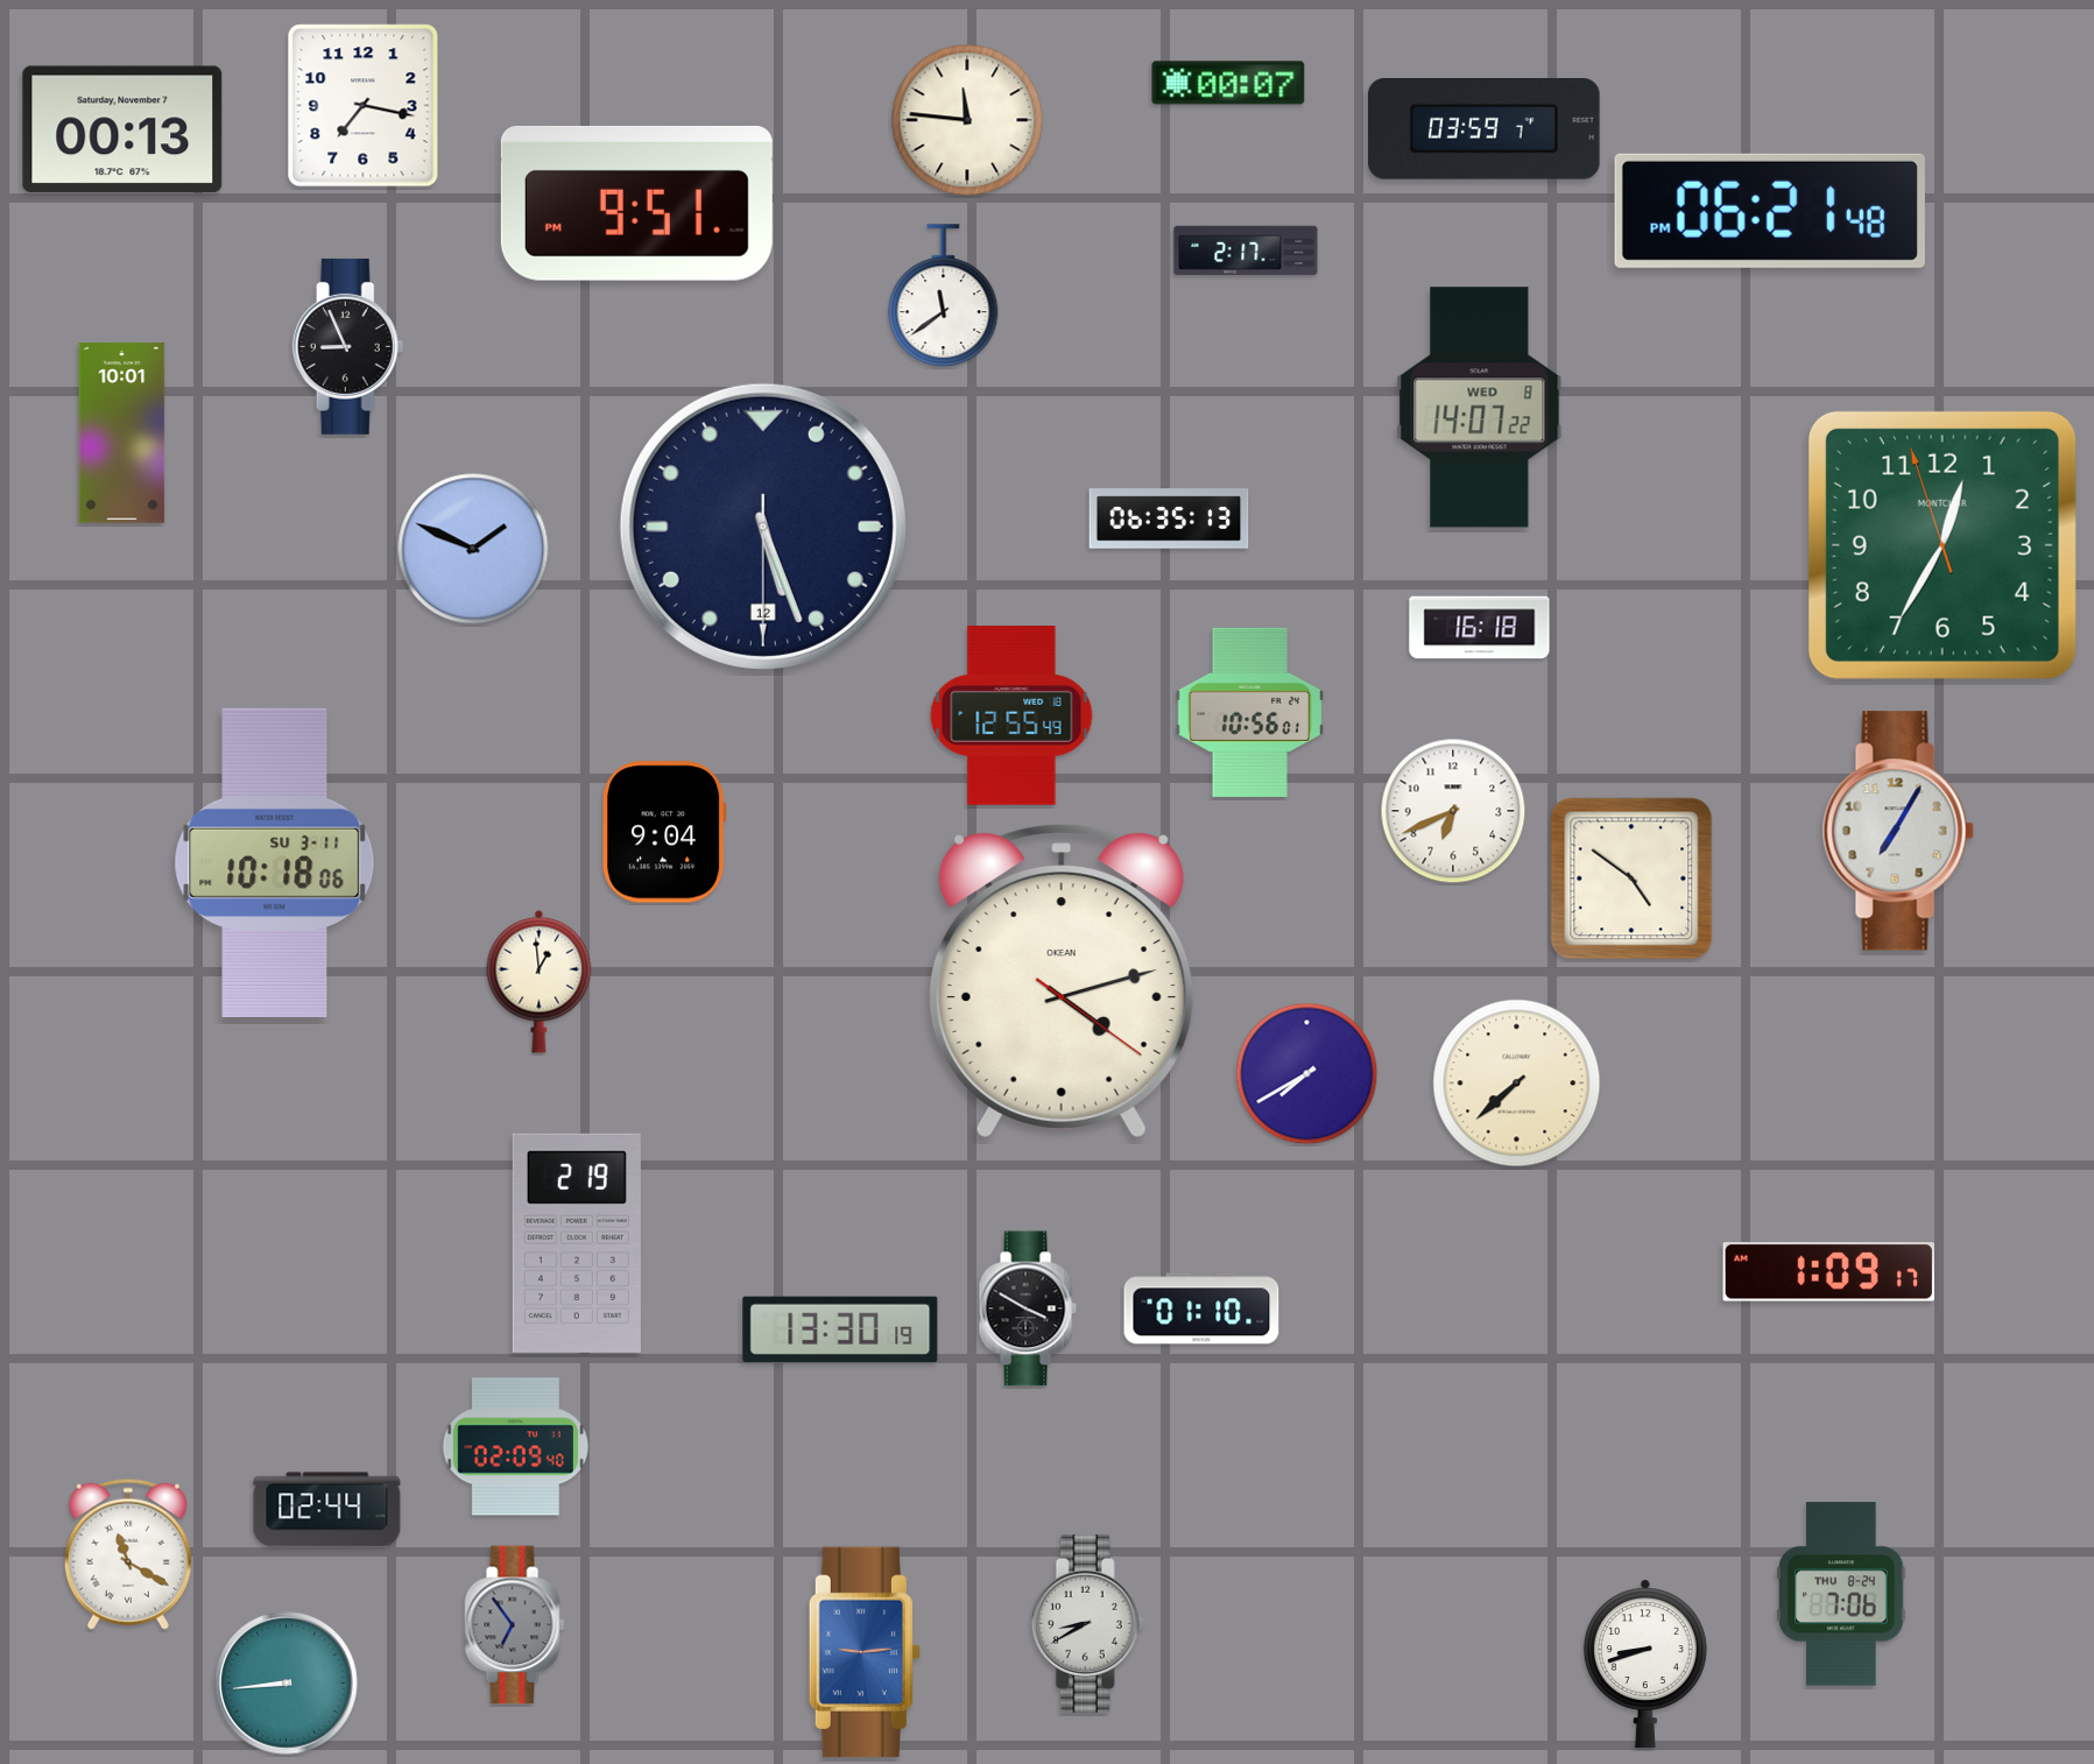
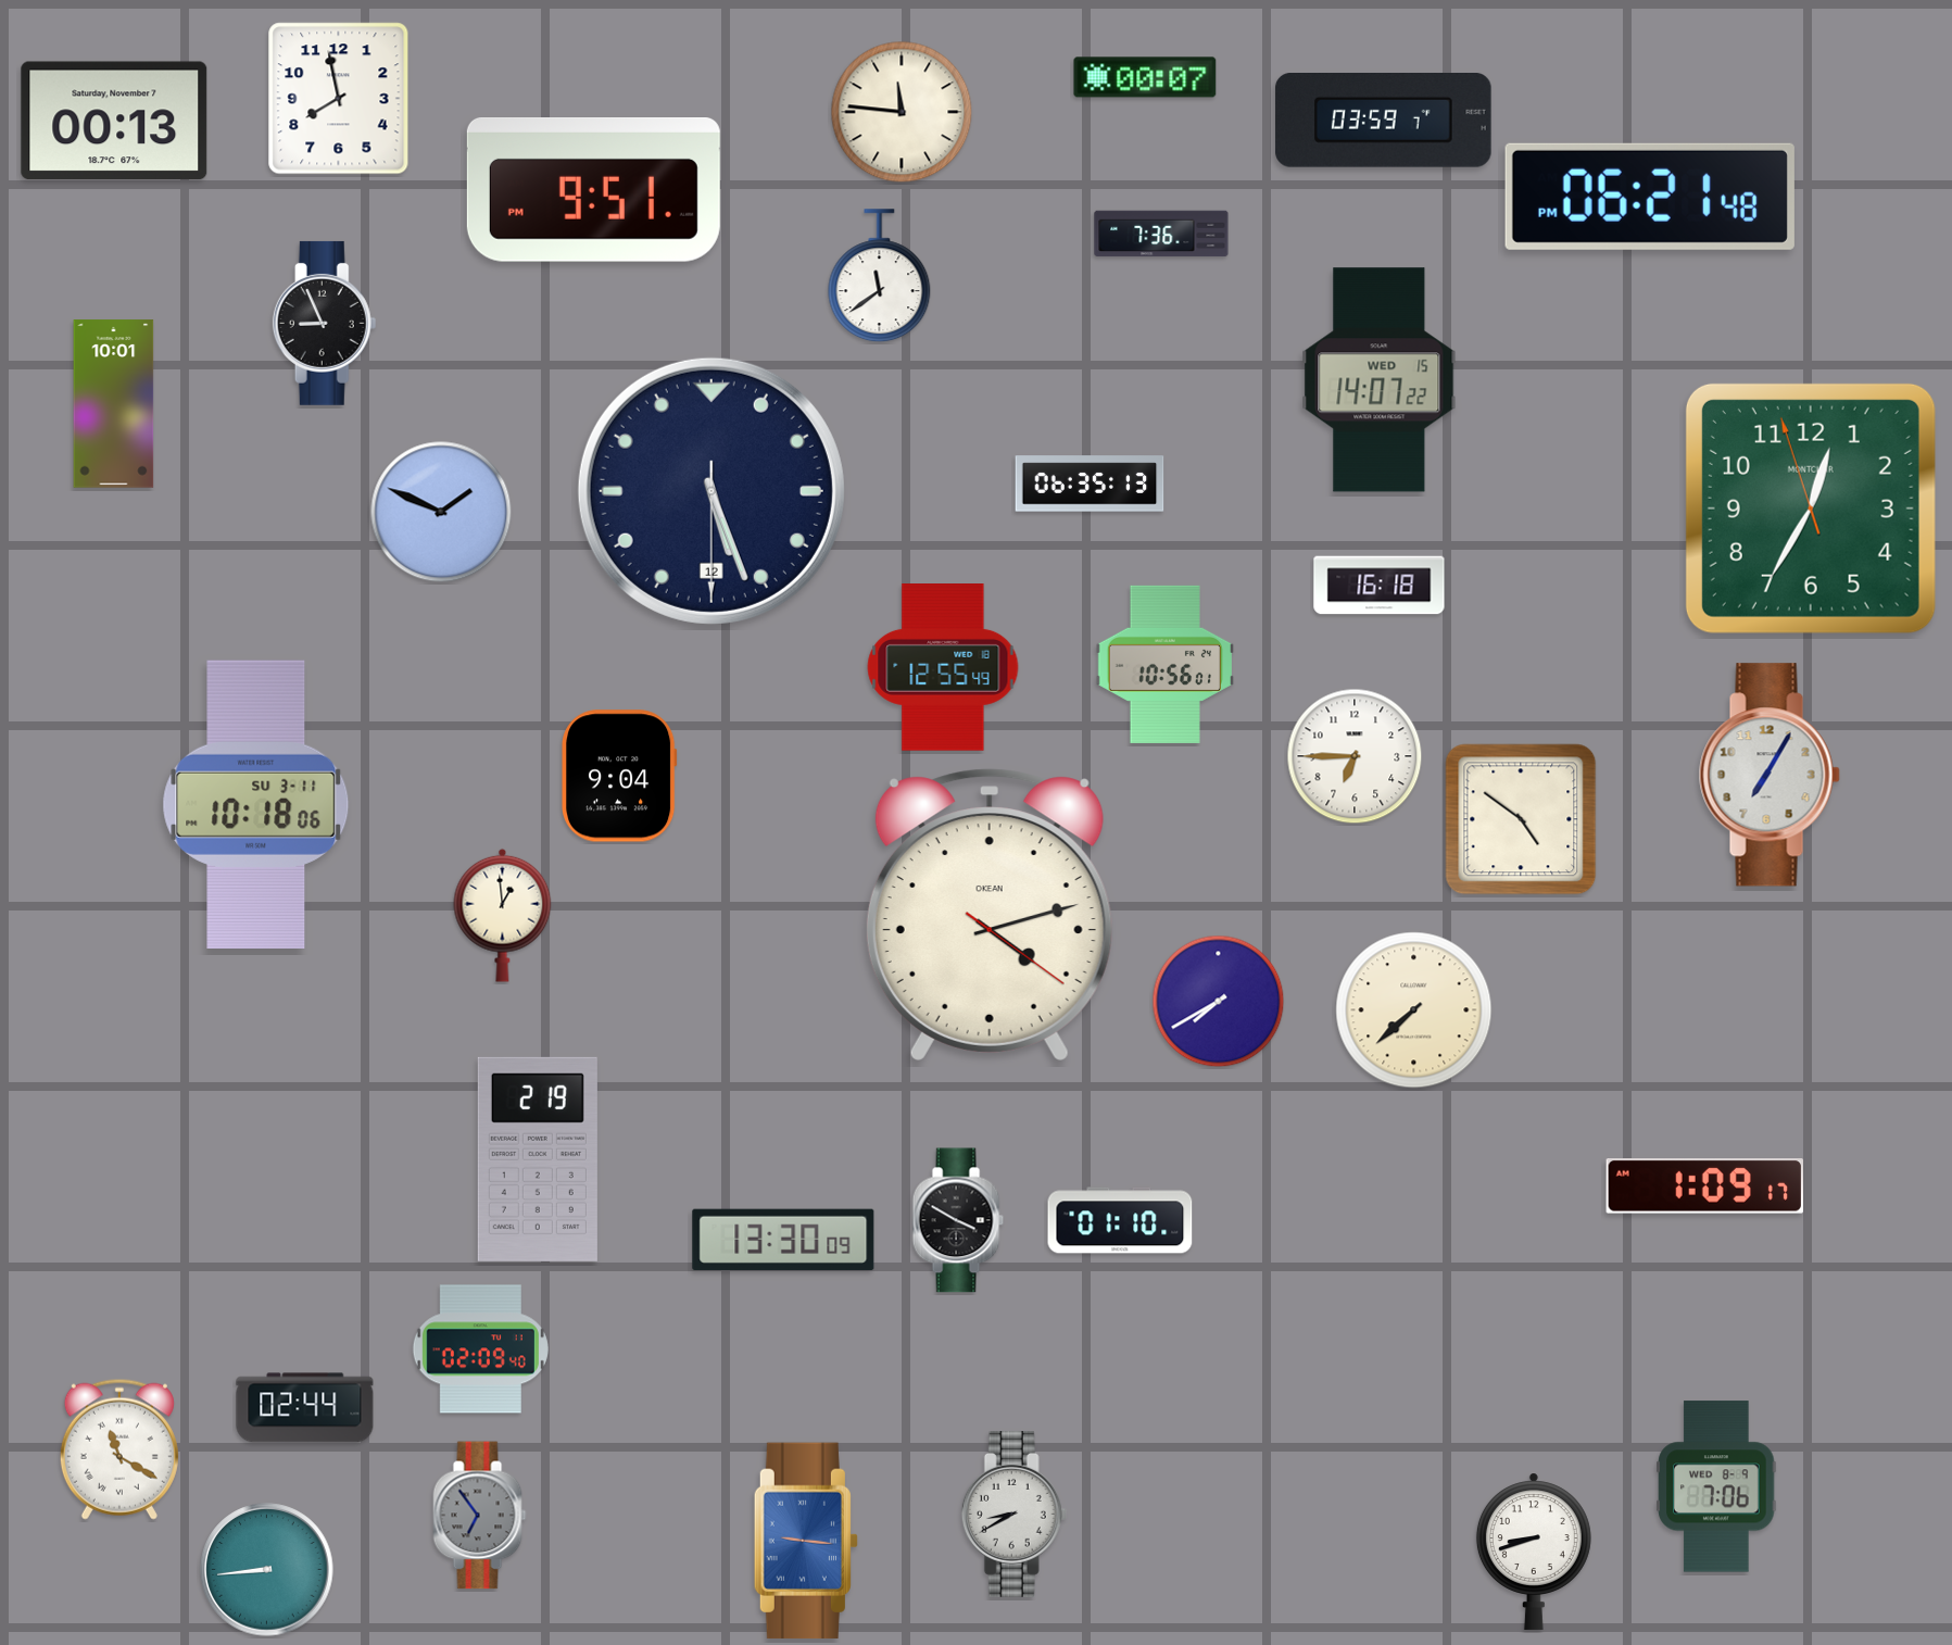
clock at (364, 106): 7:17 -> 7:58
clock at (1246, 251): 2:17 -> 7:36
clock at (1480, 408) date: WED 8 -> WED 15
clock at (1453, 811): 6:41 -> 6:45
clock at (840, 1329): 13:30:19 -> 13:30:09
clock at (1841, 1594) date: THU 8-24 -> WED 8-9
clock at (865, 1652): 9:14 -> 9:16
